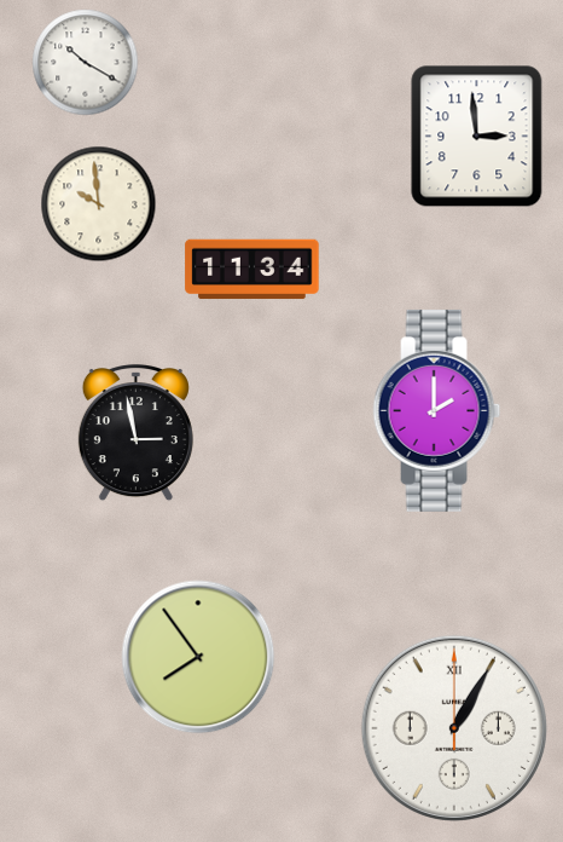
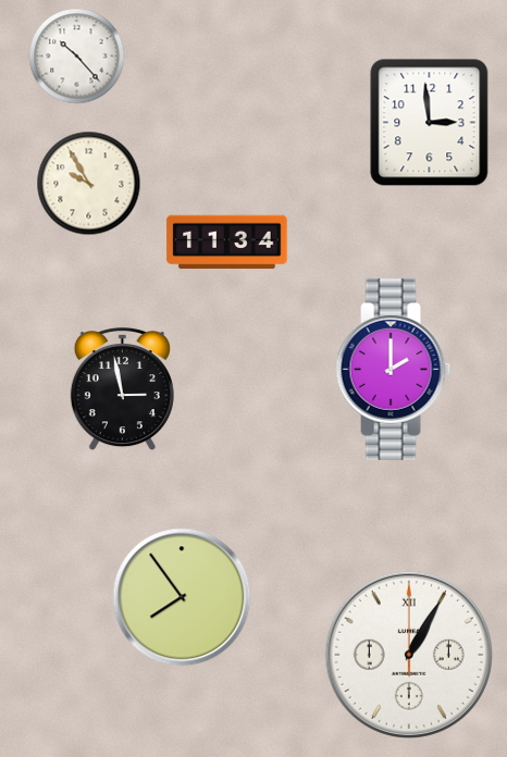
clock at (86, 63): 10:20 -> 10:23
clock at (99, 204): 9:59 -> 9:55
clock at (198, 657) position: (198, 657) -> (182, 597)
